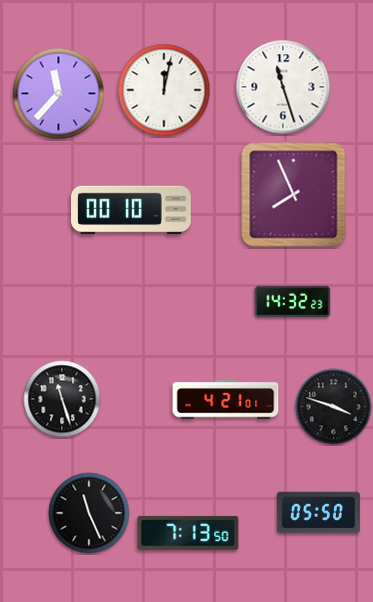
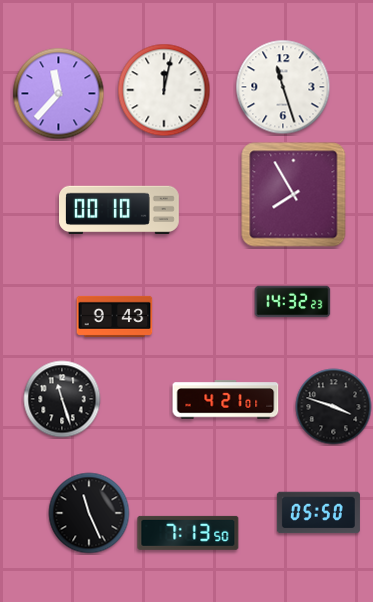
clock at (294, 195): 7:56 -> 7:55
clock at (132, 210) position: (132, 210) -> (120, 210)
clock at (115, 316): none -> 9:43
